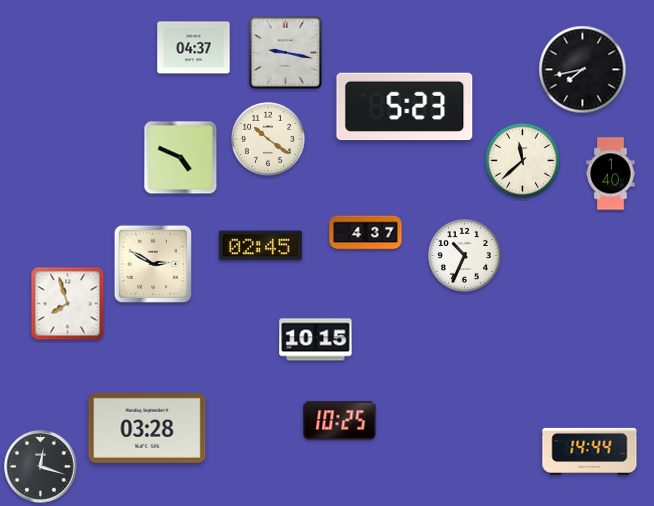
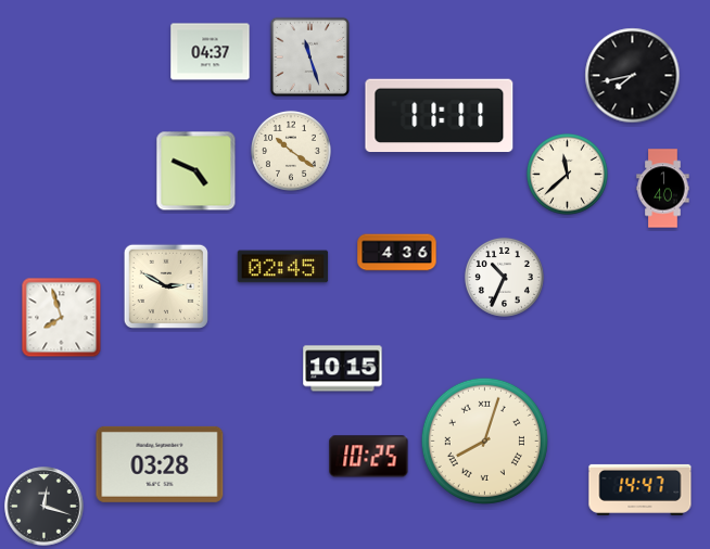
clock at (285, 52): 9:17 -> 11:27
clock at (405, 107): 5:23 -> 11:11
clock at (366, 233): 4:37 -> 4:36
clock at (68, 304) position: (68, 304) -> (62, 318)
clock at (484, 441): none -> 8:03
clock at (590, 451): 14:44 -> 14:47
